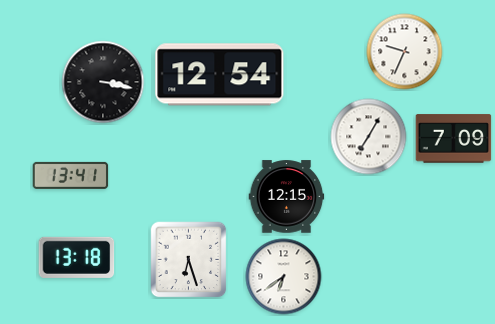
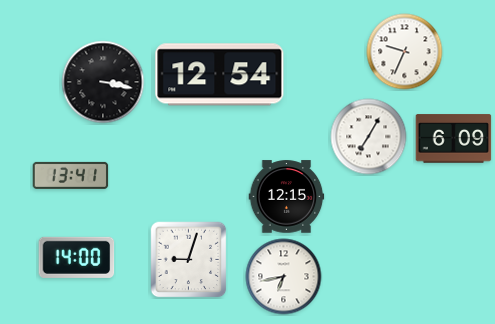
clock at (454, 139): 7:09 -> 6:09
clock at (77, 257): 13:18 -> 14:00
clock at (188, 259): 6:27 -> 9:03
clock at (284, 277): 6:39 -> 6:43
